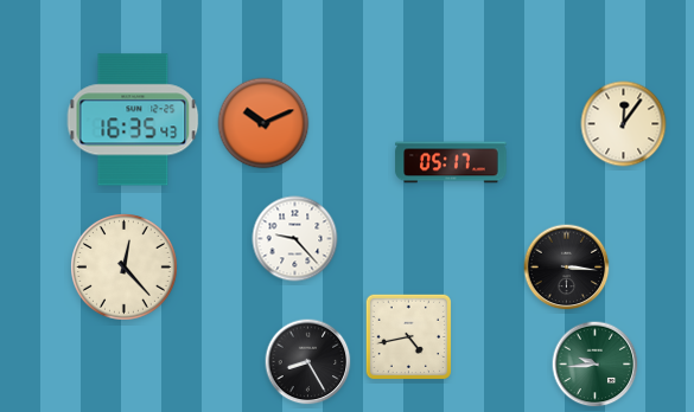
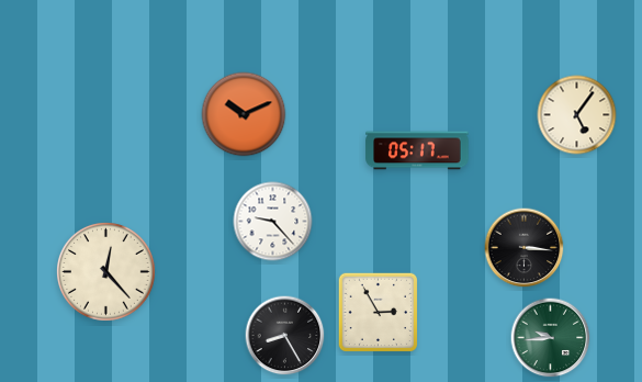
clock at (133, 120): 16:35 -> none
clock at (624, 124): 12:06 -> 5:06
clock at (125, 268) position: (125, 268) -> (106, 272)
clock at (408, 336): 4:43 -> 2:55
